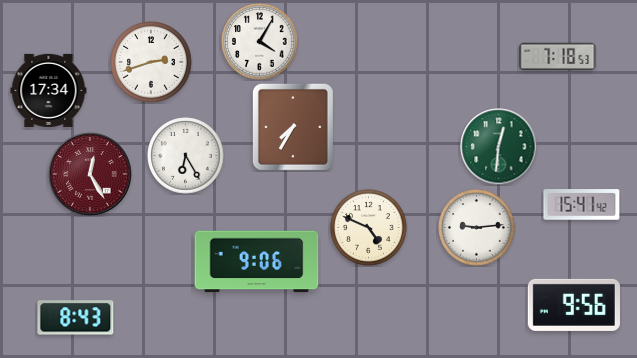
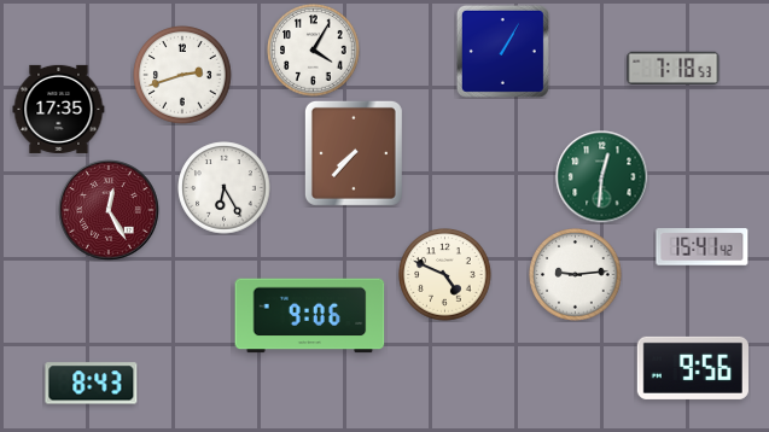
clock at (502, 51): none -> 1:05
clock at (49, 90): 17:34 -> 17:35
clock at (293, 127): 7:35 -> 7:37
